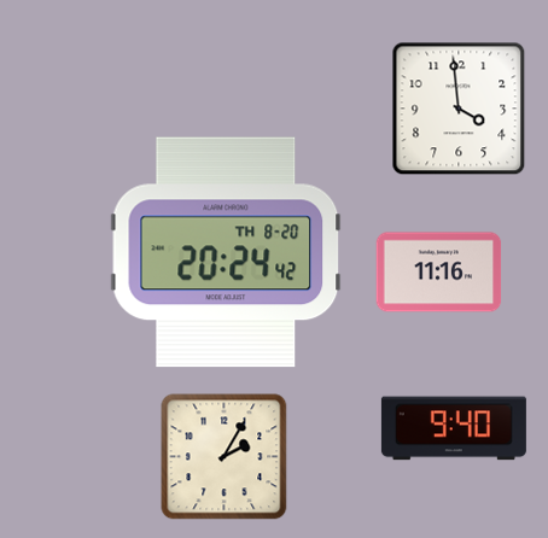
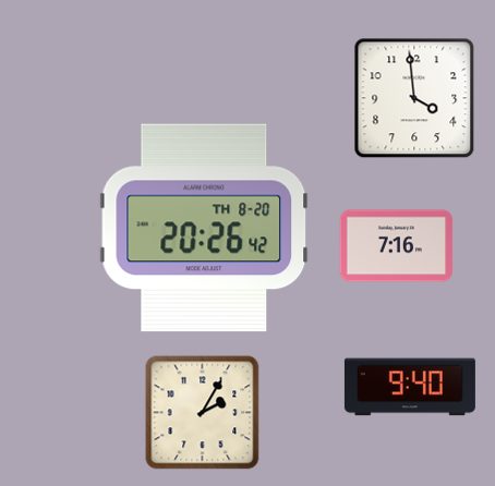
clock at (226, 252): 20:24 -> 20:26
clock at (439, 273): 11:16 -> 7:16
